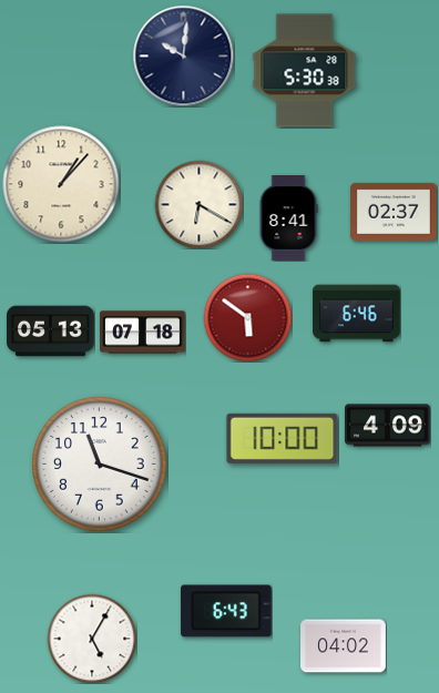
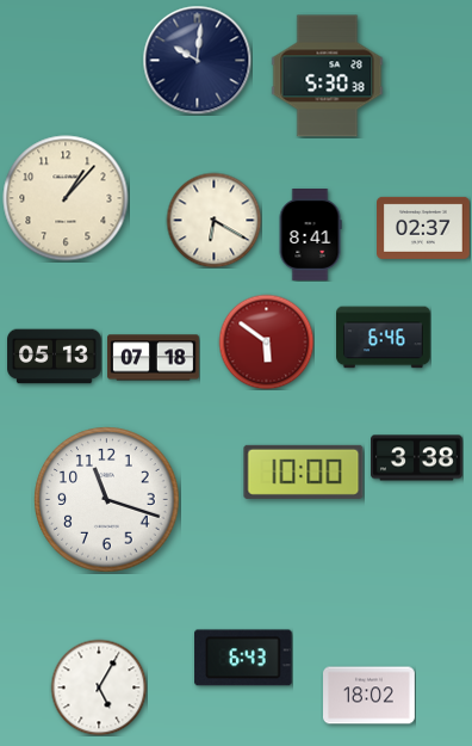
clock at (388, 426): 4:09 -> 3:38
clock at (344, 646): 04:02 -> 18:02
